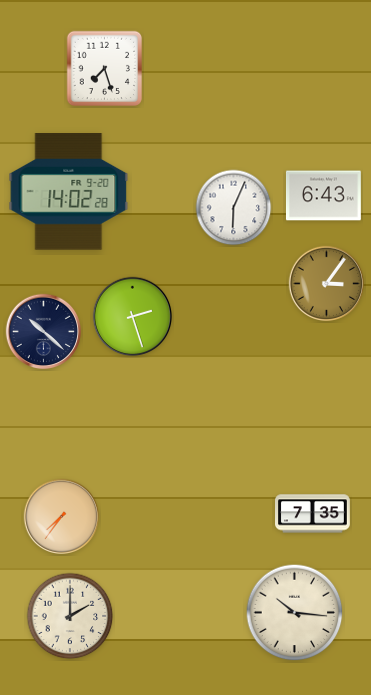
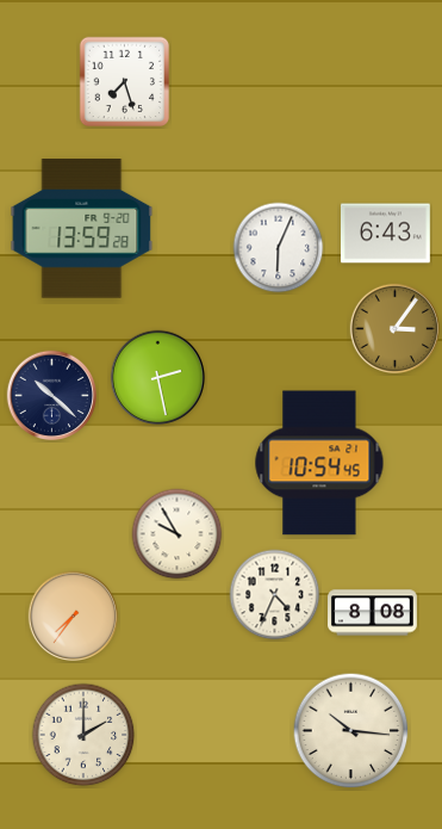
clock at (69, 192): 14:02 -> 13:59
clock at (327, 284) position: (327, 284) -> (396, 329)
clock at (133, 317): 2:27 -> 2:28
clock at (319, 463): none -> 10:54
clock at (178, 534): none -> 9:55
clock at (275, 595): none -> 4:34
clock at (313, 514): 7:35 -> 8:08
